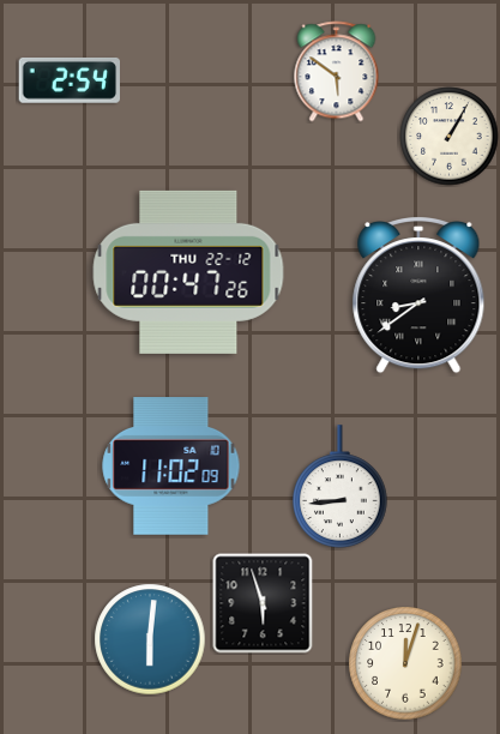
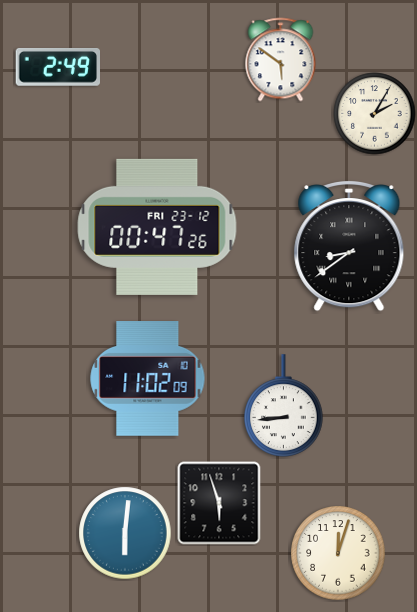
clock at (70, 80): 2:54 -> 2:49
clock at (450, 137): 1:05 -> 2:05
clock at (188, 272) date: THU 22-12 -> FRI 23-12
clock at (171, 467) position: (171, 467) -> (148, 379)
